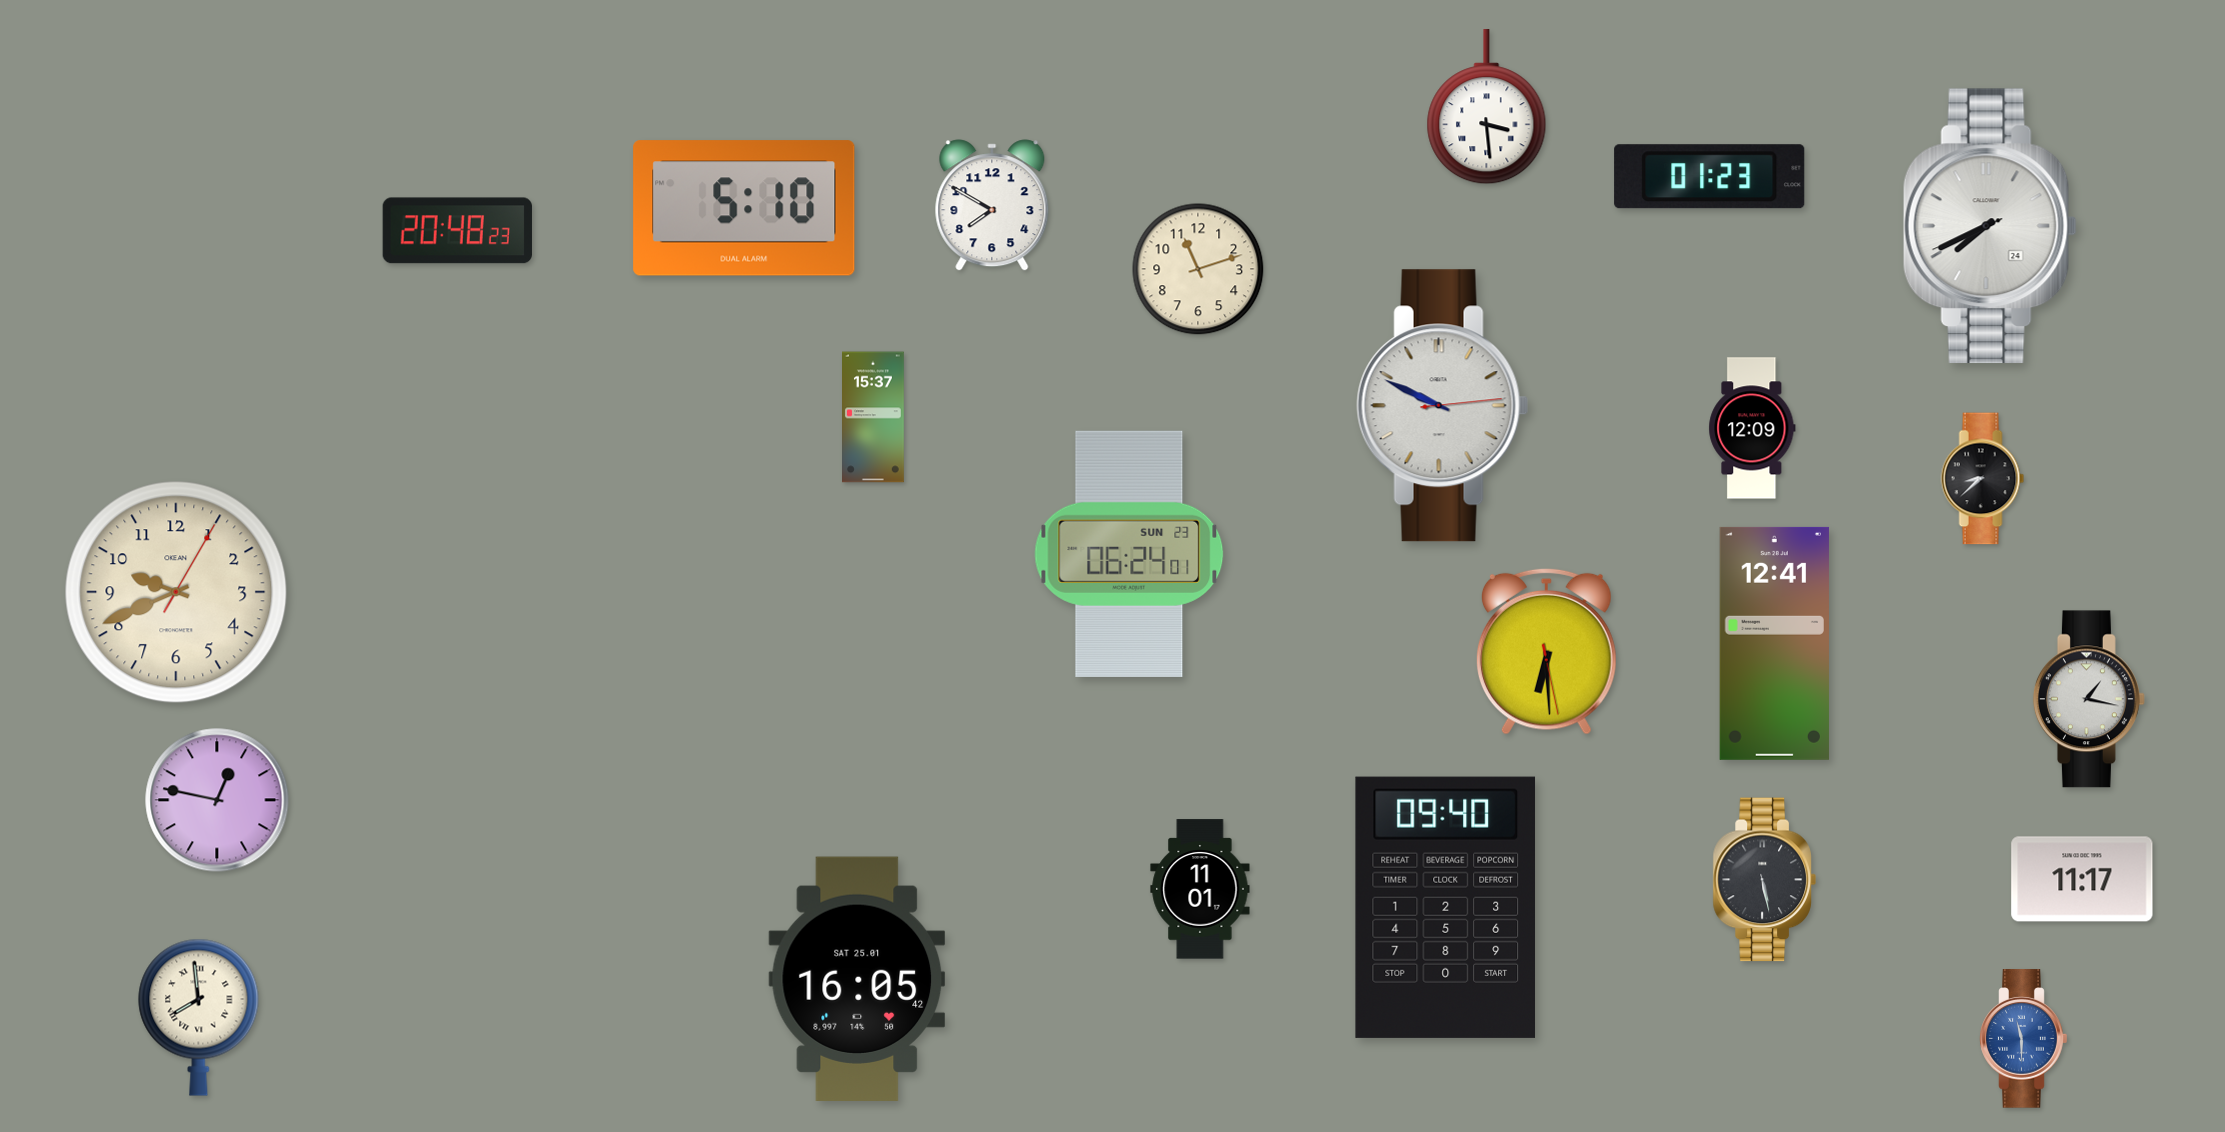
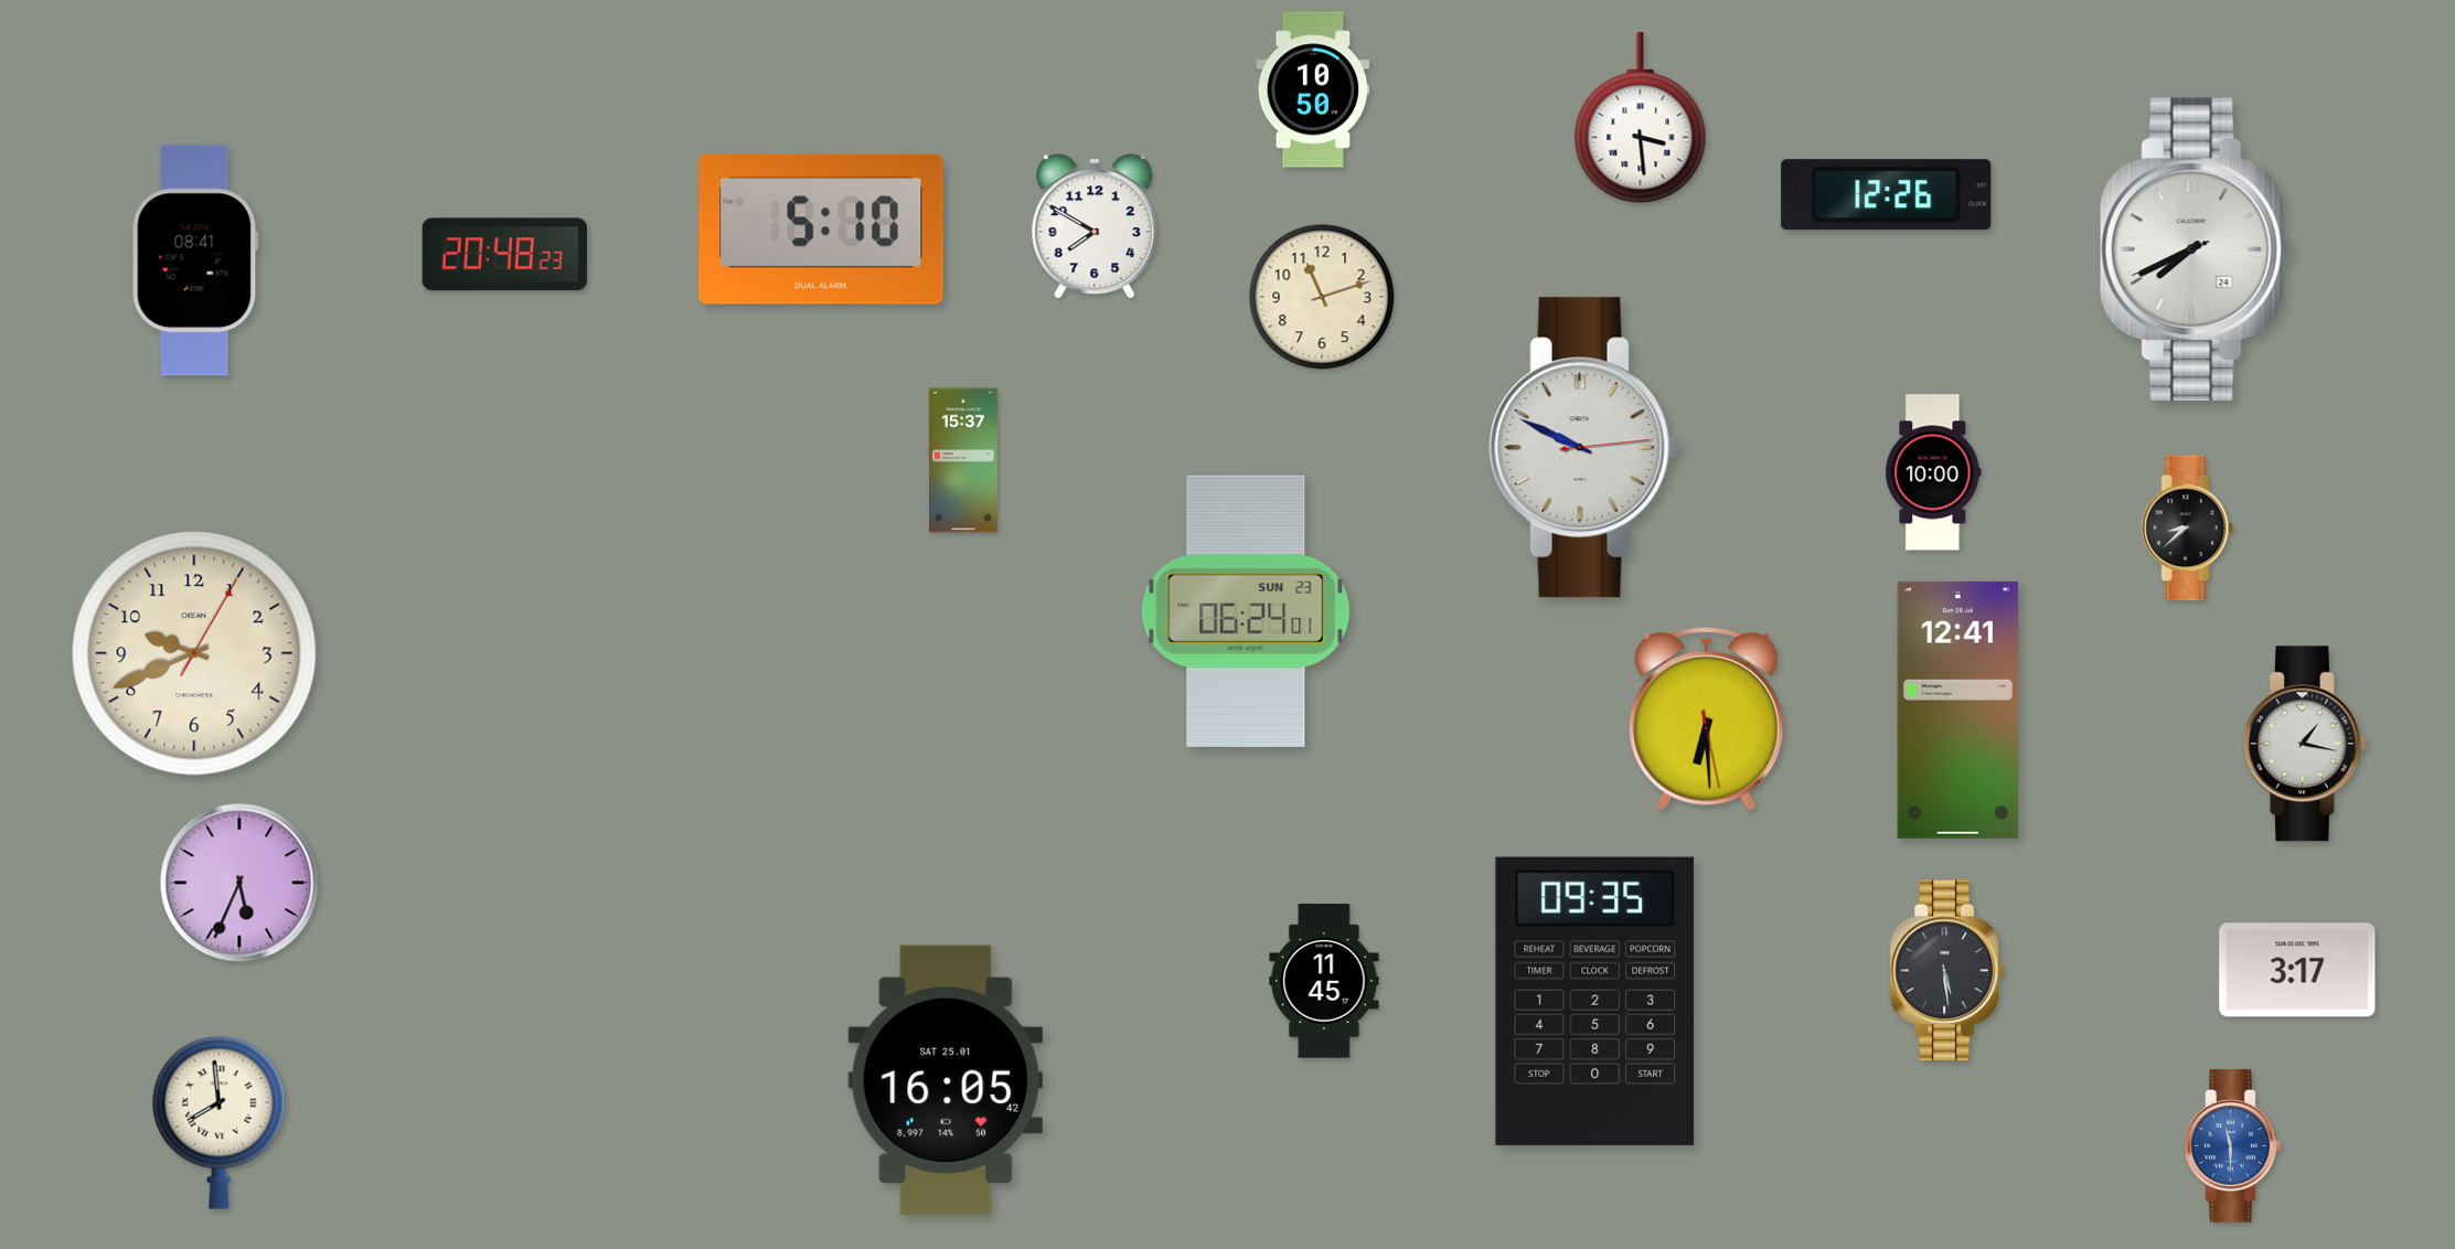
clock at (1313, 89): none -> 10:50
clock at (1710, 177): 01:23 -> 12:26
clock at (195, 260): none -> 08:41
clock at (1443, 406) position: (1443, 406) -> (1584, 448)
clock at (1752, 428): 12:09 -> 10:00
clock at (2089, 699) position: (2089, 699) -> (2305, 744)
clock at (217, 800): 12:47 -> 5:34
clock at (2082, 879): 11:17 -> 3:17
clock at (1764, 880): 5:28 -> 5:29
clock at (1200, 889): 11:01 -> 11:45
clock at (1446, 907): 09:40 -> 09:35
